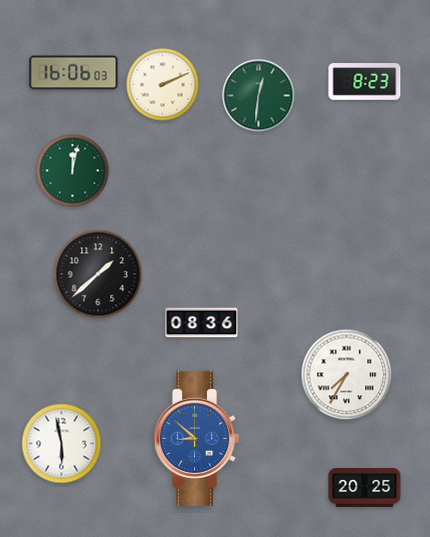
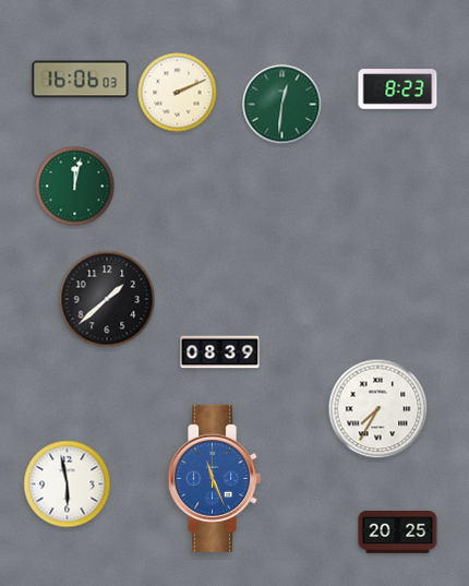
clock at (73, 171) position: (73, 171) -> (75, 187)
clock at (202, 323): 08:36 -> 08:39
clock at (196, 438): 8:52 -> 11:26
